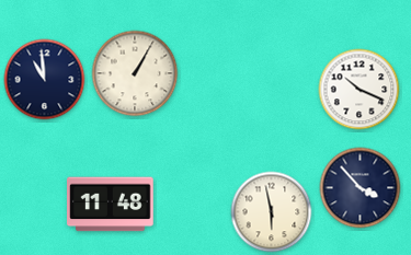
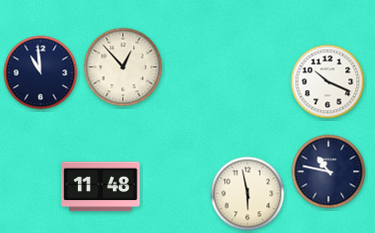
clock at (135, 73): 1:05 -> 12:53
clock at (361, 188): 3:53 -> 10:47
